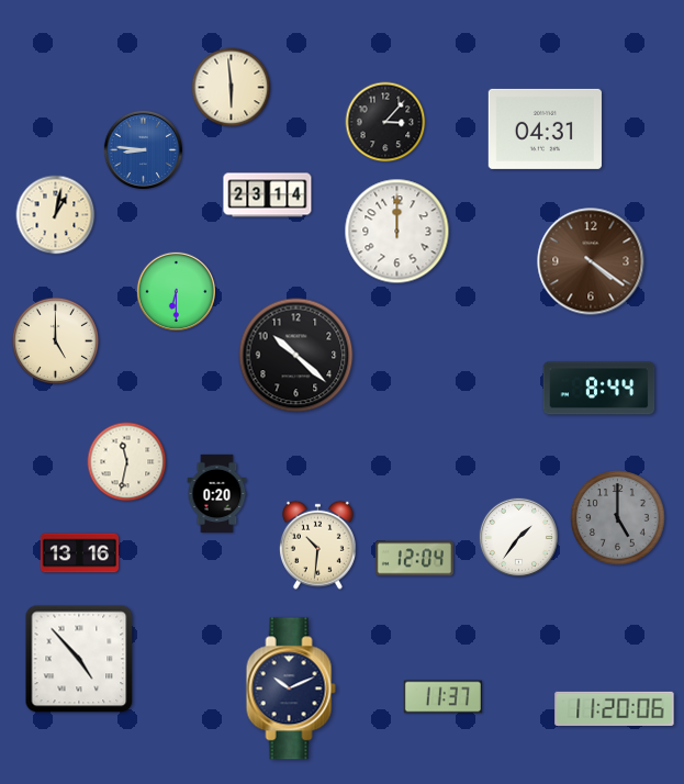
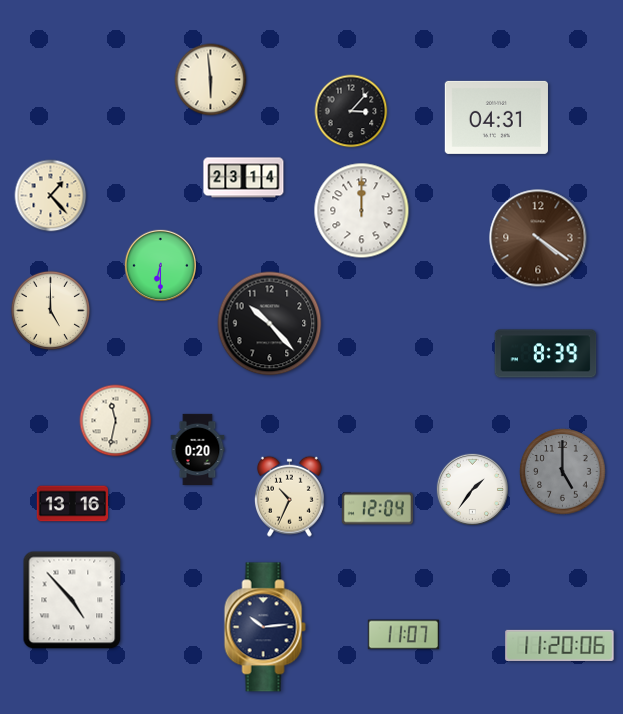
clock at (143, 149): 8:46 -> none
clock at (56, 215): 1:02 -> 1:23
clock at (296, 356): 10:22 -> 10:23
clock at (599, 389): 8:44 -> 8:39
clock at (317, 545): 10:31 -> 10:34
clock at (291, 688): 10:11 -> 10:14
clock at (442, 697): 11:37 -> 11:07
